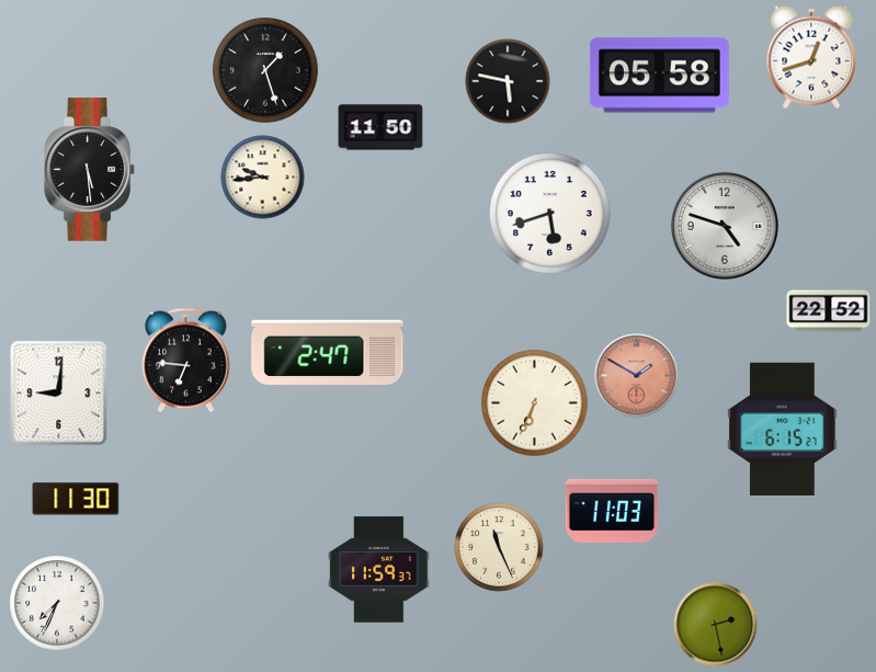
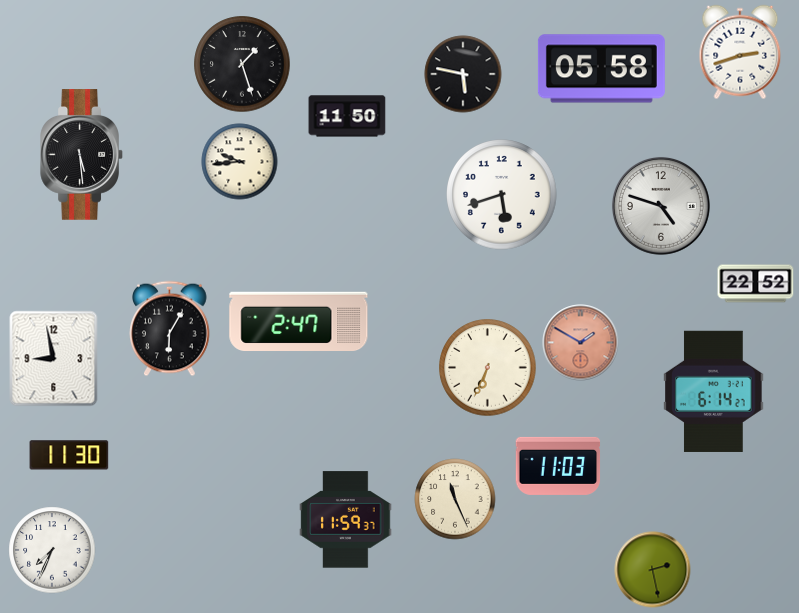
clock at (811, 57): 12:42 -> 2:42
clock at (186, 361): 6:46 -> 6:05
clock at (59, 394): 9:01 -> 8:58
clock at (783, 429): 6:15 -> 6:14
